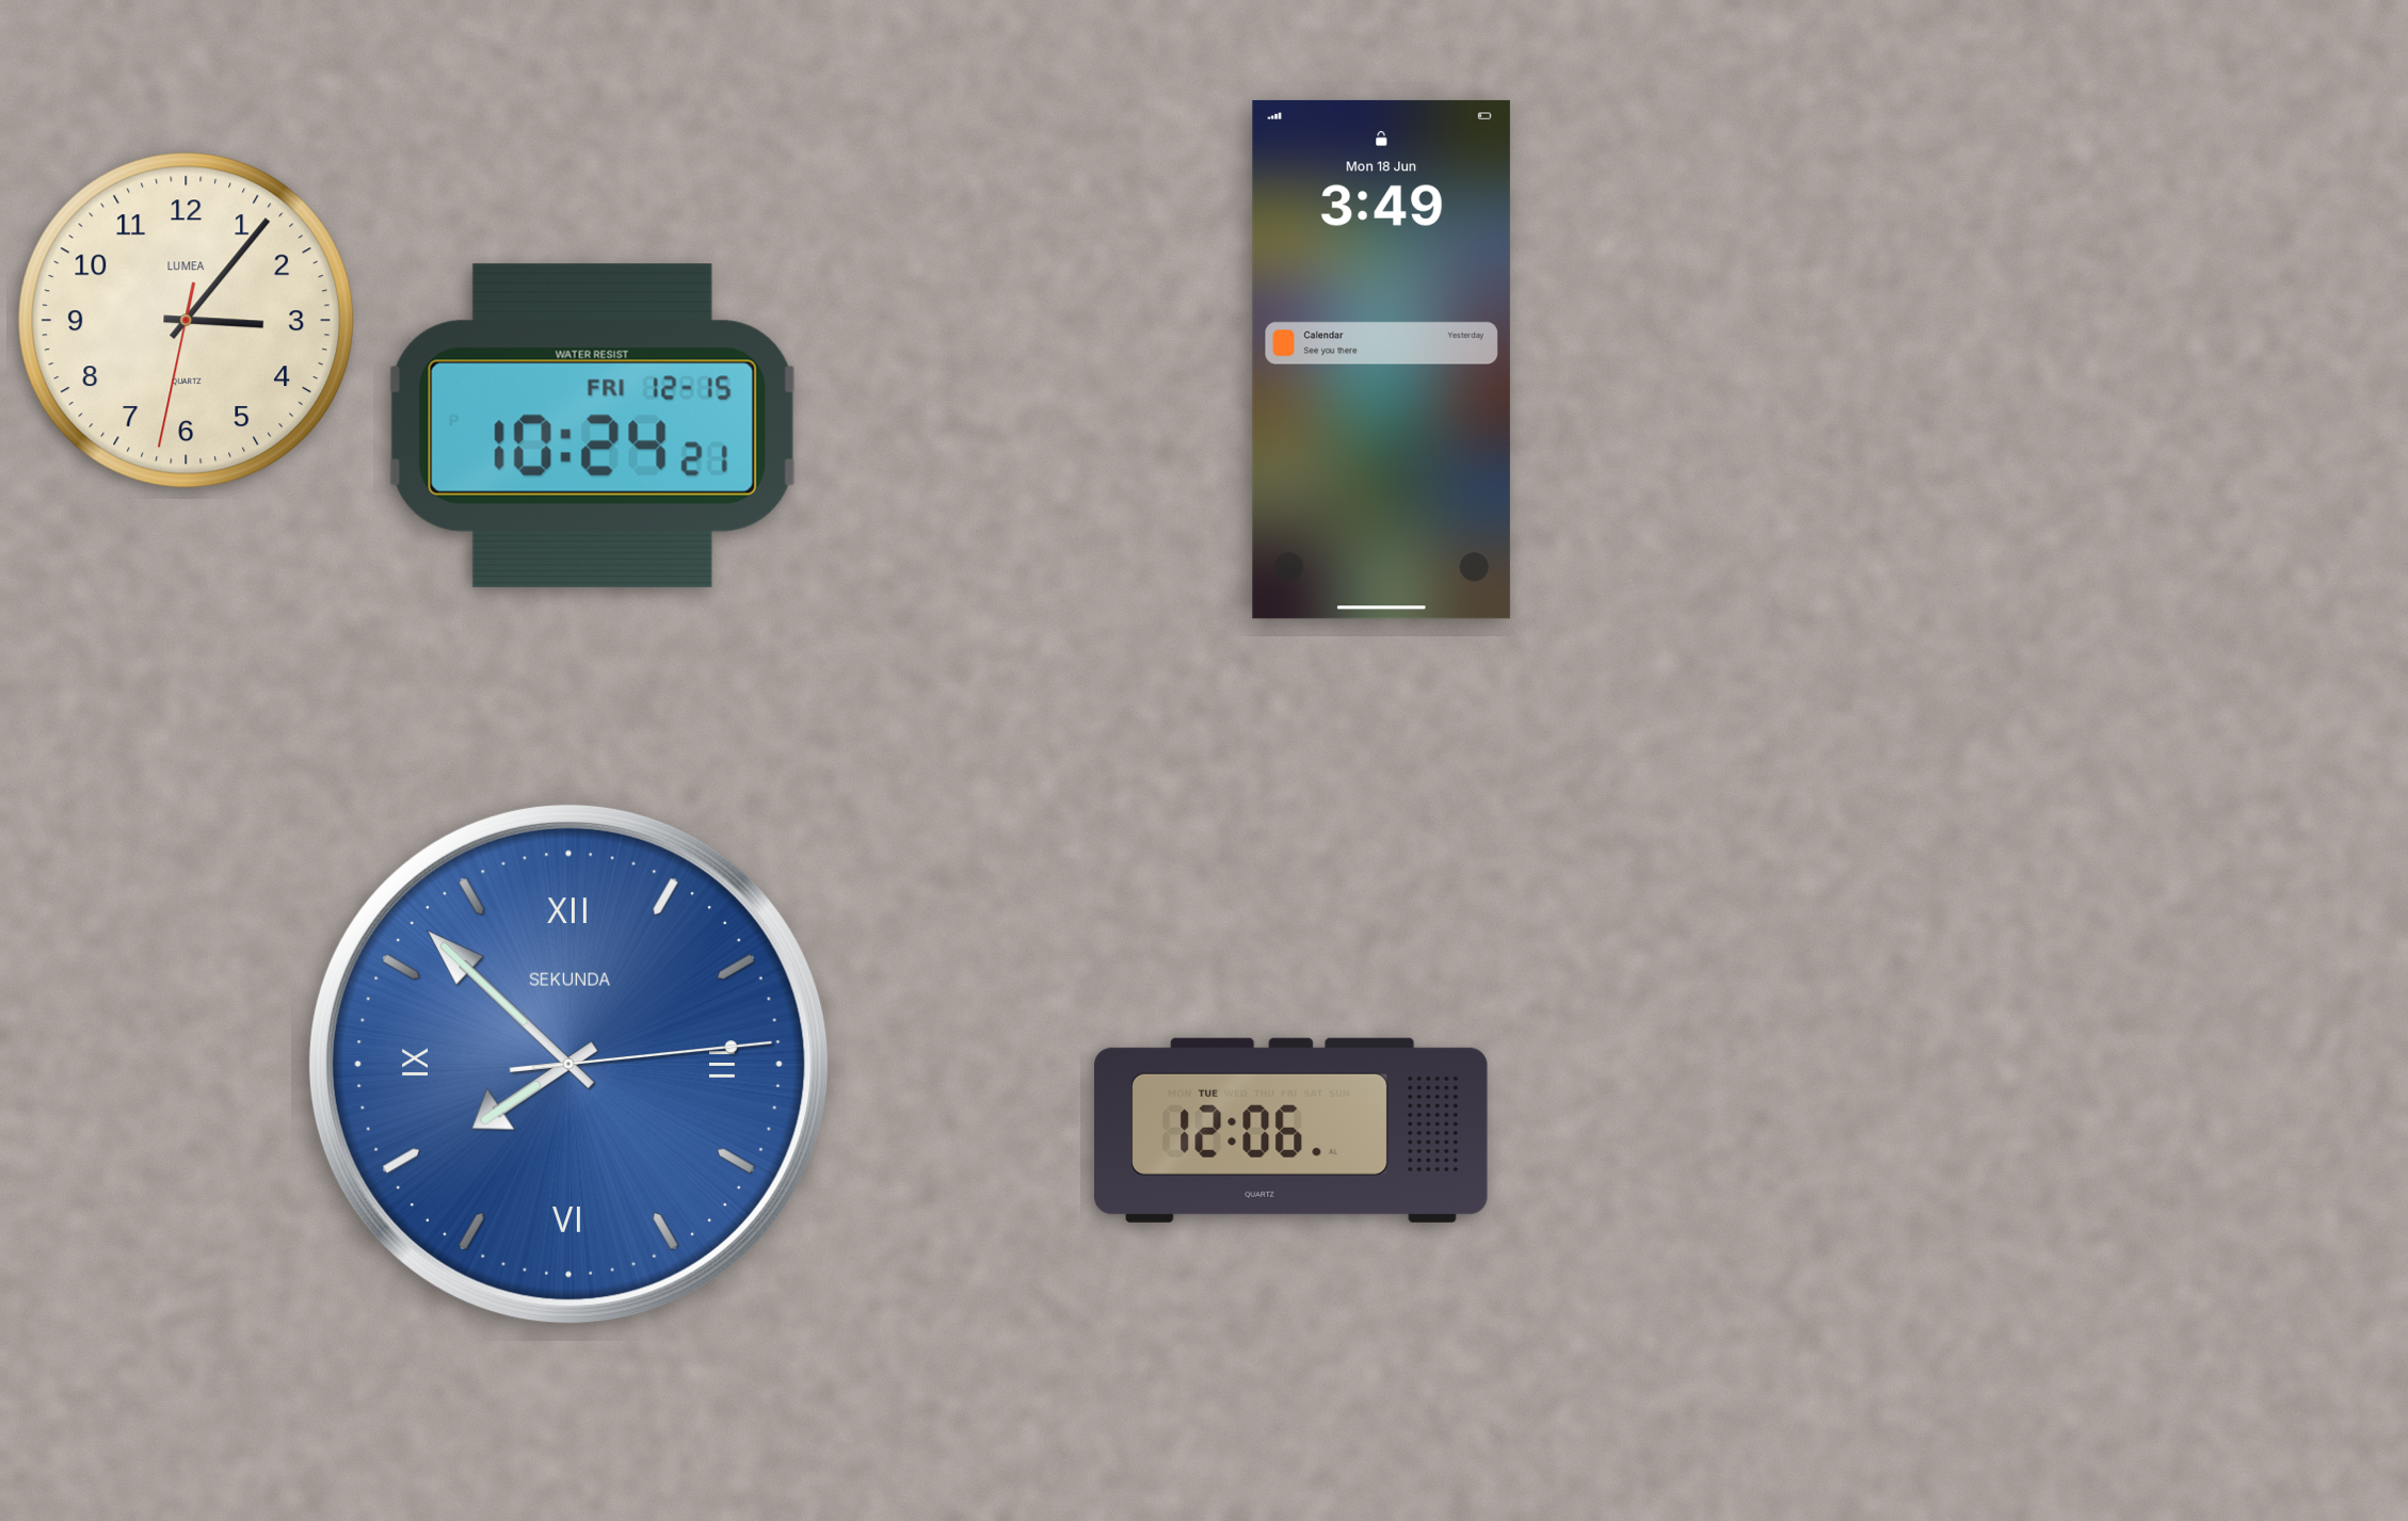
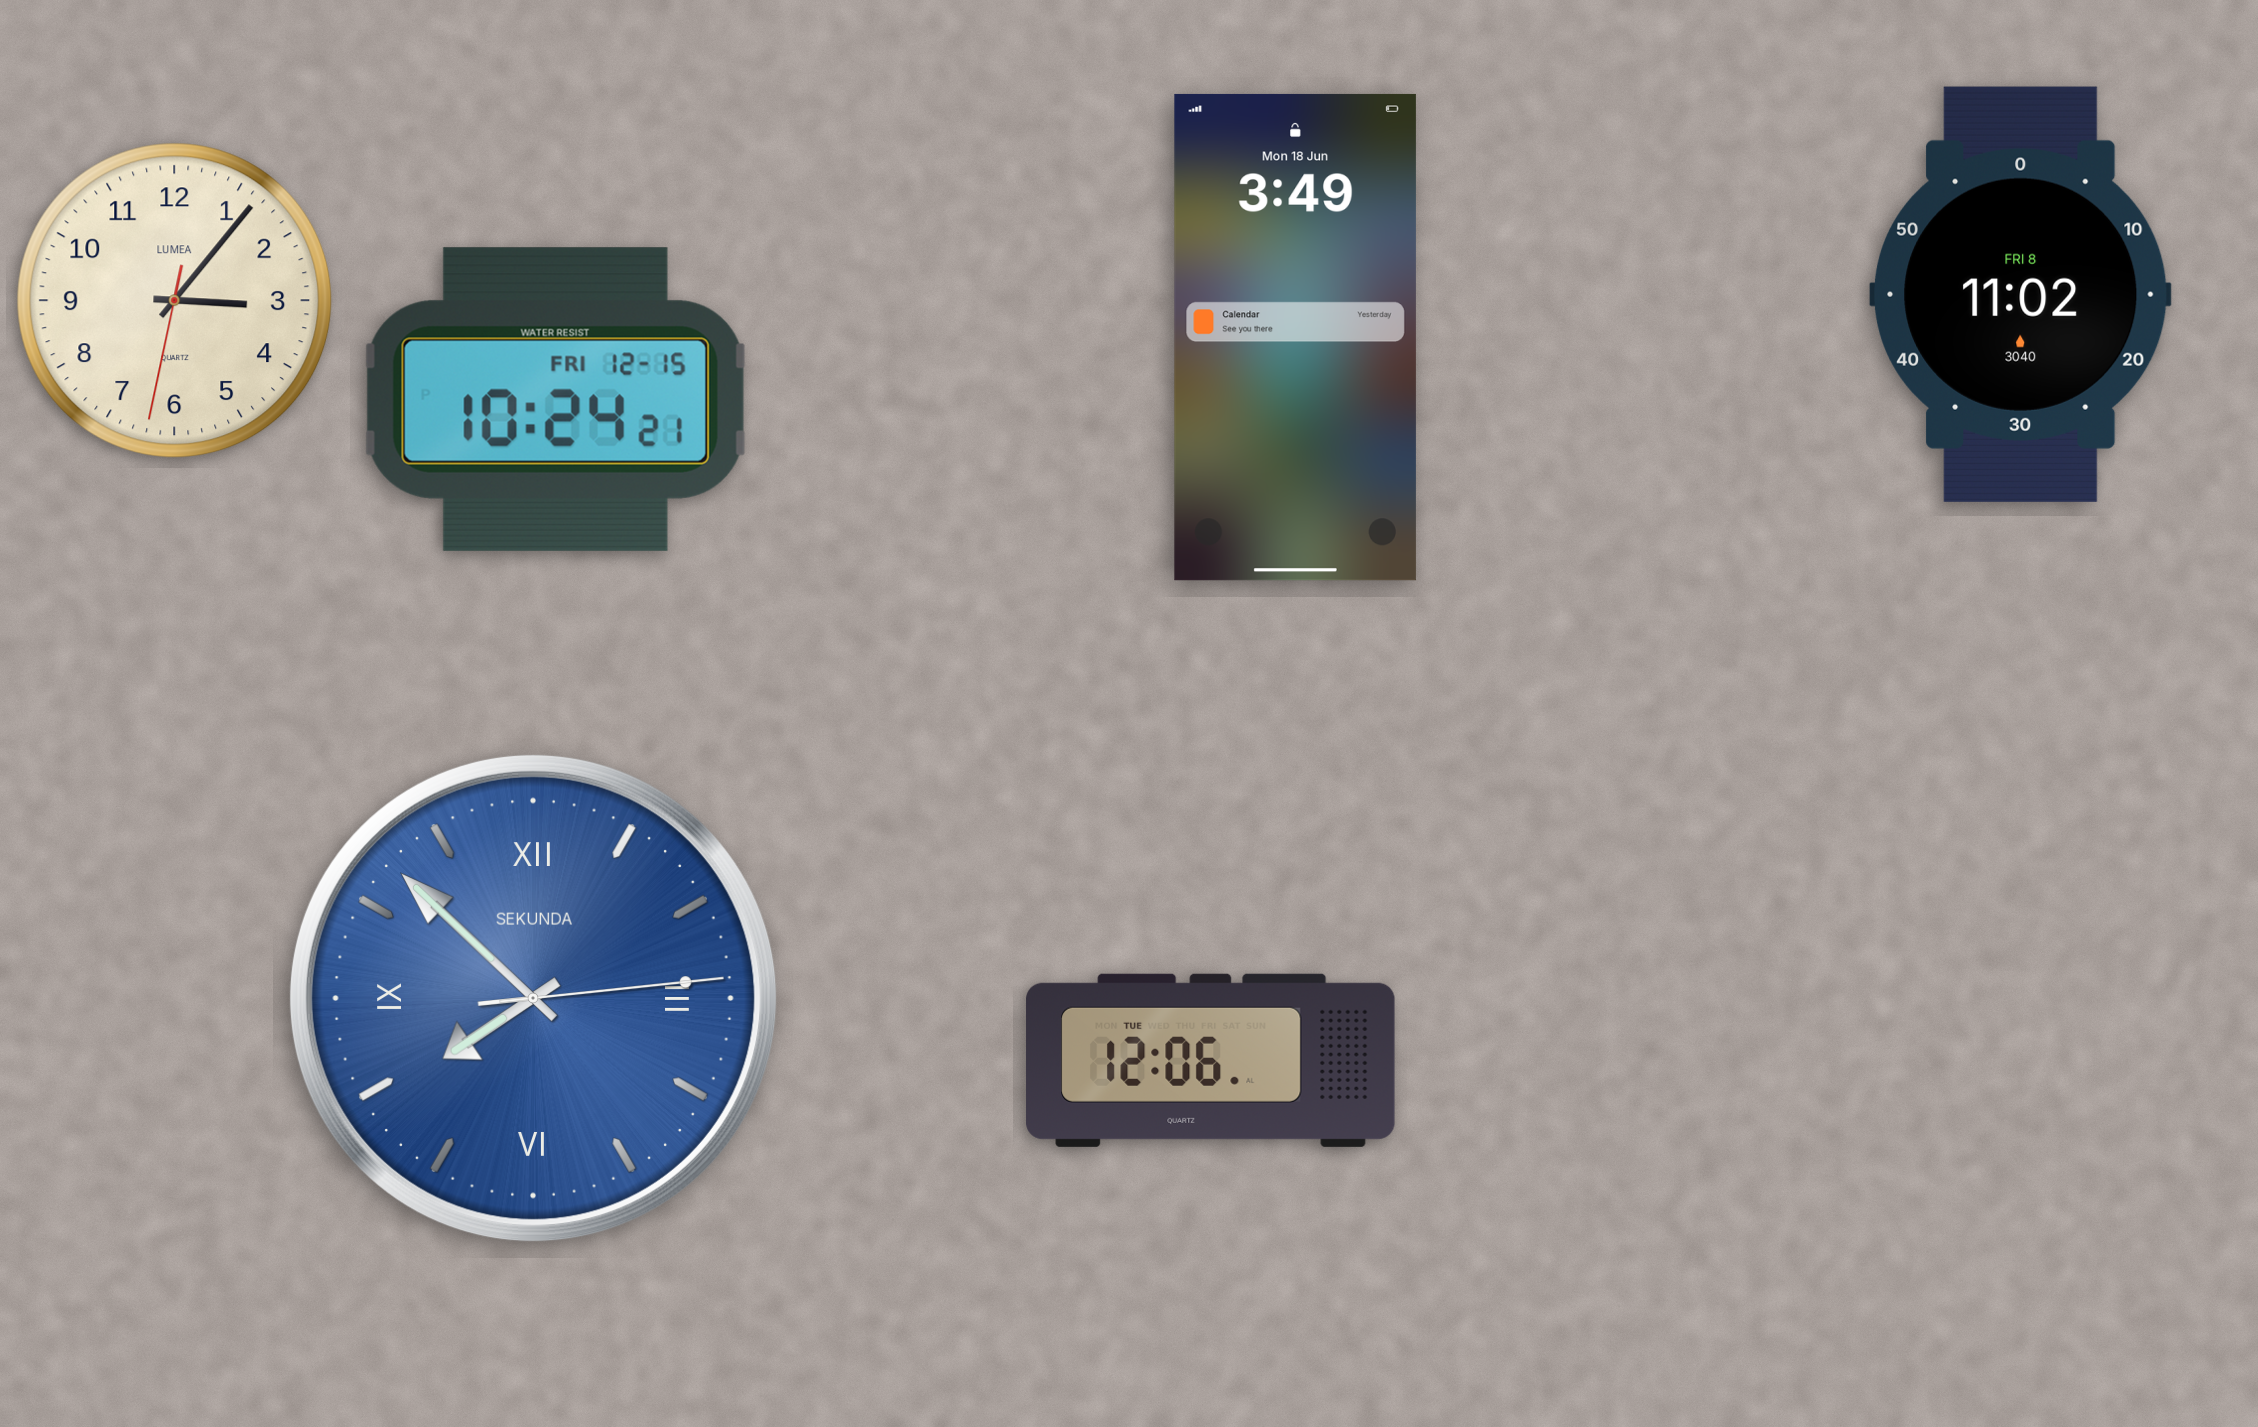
clock at (2021, 294): none -> 11:02
